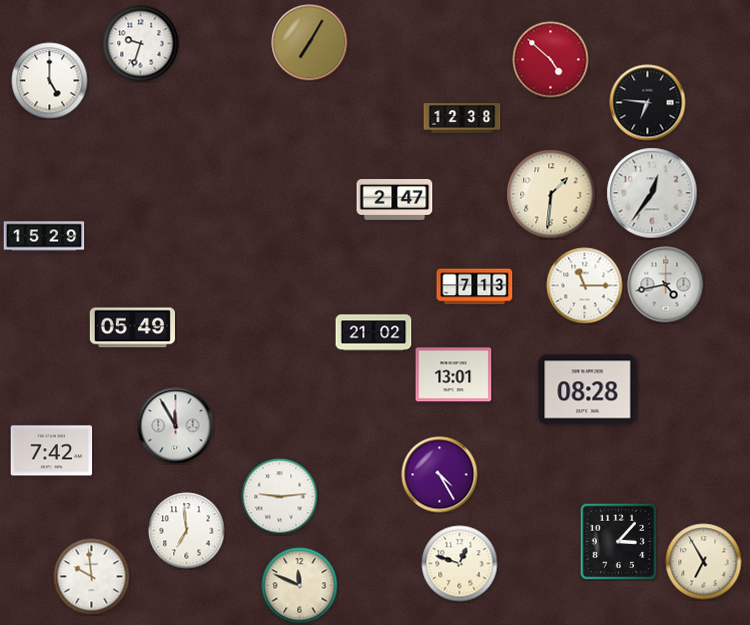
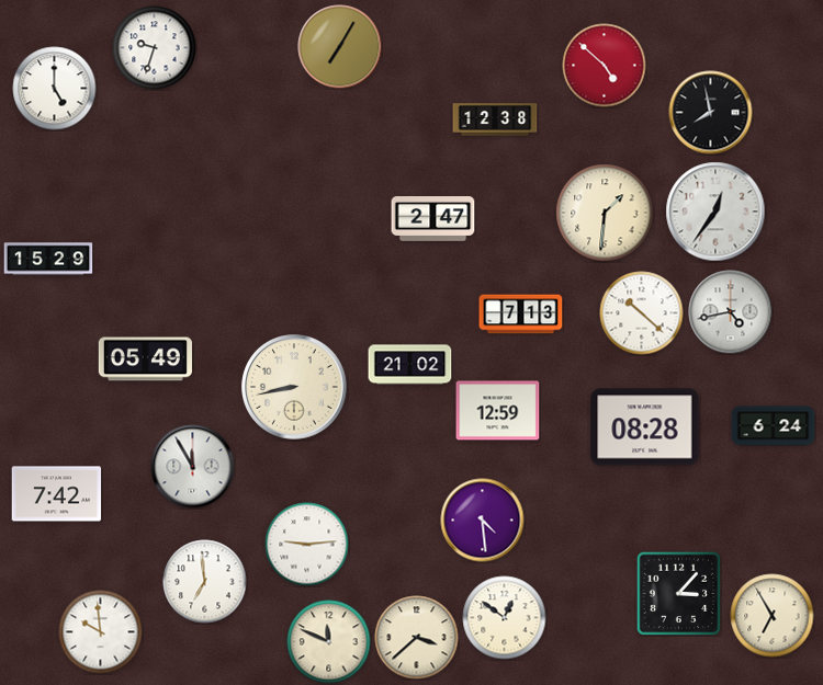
clock at (648, 103): 6:46 -> 7:58
clock at (462, 118) position: (462, 118) -> (495, 119)
clock at (585, 286): 11:15 -> 10:22
clock at (294, 387): none -> 8:43
clock at (454, 375): 13:01 -> 12:59
clock at (774, 426): none -> 6:24
clock at (440, 475): 4:25 -> 4:29
clock at (460, 564): 12:48 -> 12:51
clock at (417, 638): none -> 3:38
